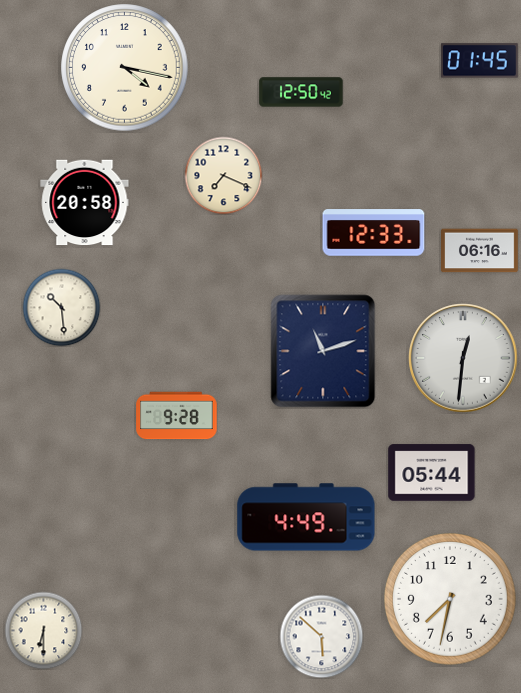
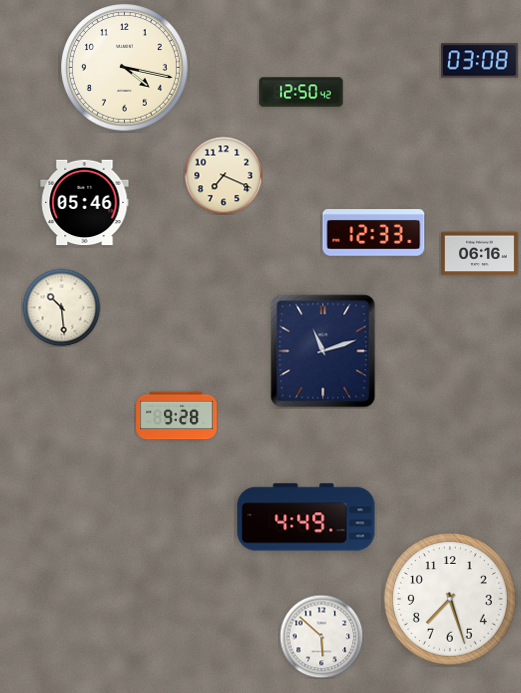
clock at (480, 61): 01:45 -> 03:08
clock at (85, 203): 20:58 -> 05:46
clock at (480, 251) position: (480, 251) -> (480, 254)
clock at (463, 358): 12:31 -> none
clock at (432, 473): 05:44 -> none
clock at (451, 600): 7:32 -> 7:27
clock at (43, 630): 6:30 -> none
